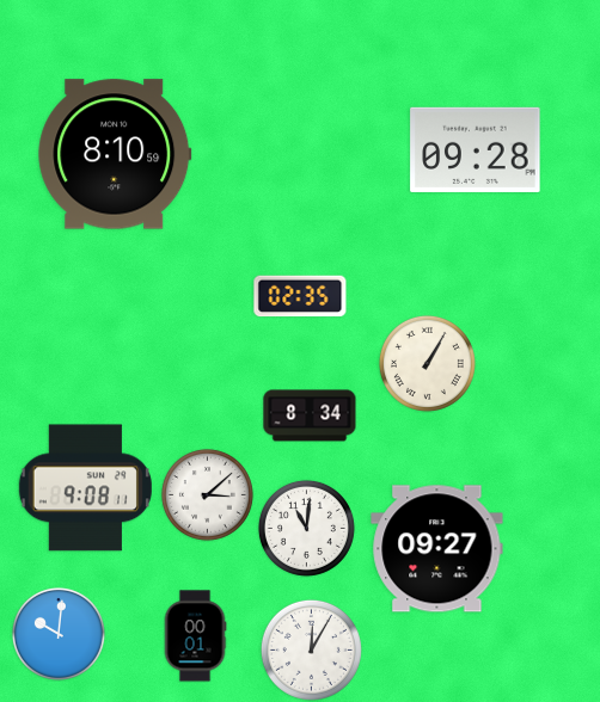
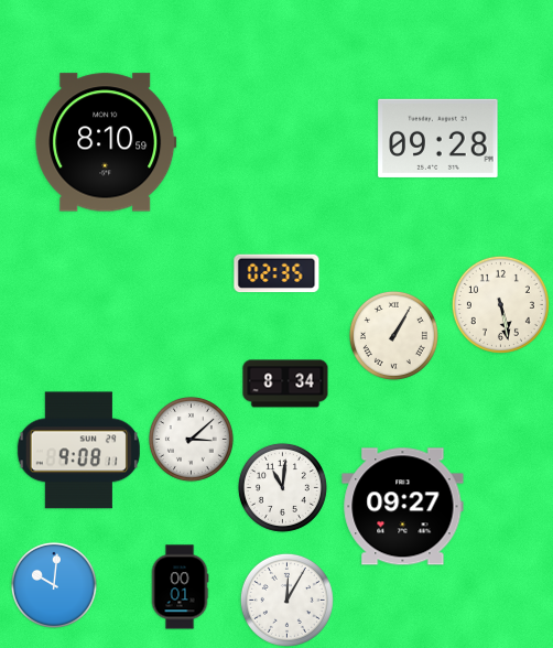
clock at (500, 304): none -> 5:28
clock at (207, 494) position: (207, 494) -> (191, 439)
